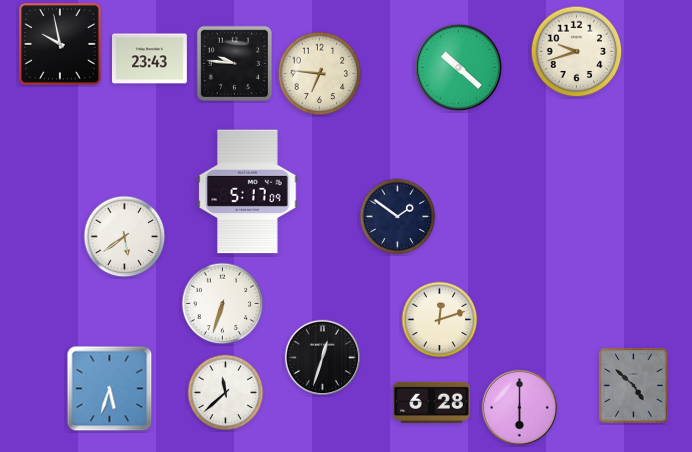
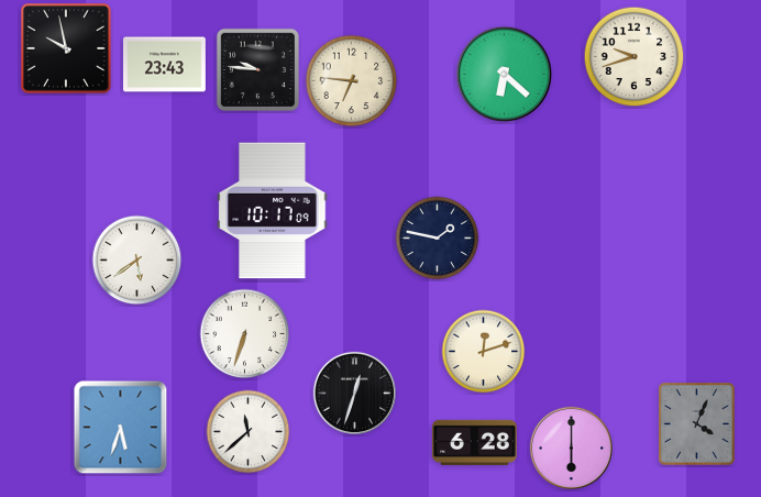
clock at (459, 68): 10:22 -> 6:22
clock at (248, 192): 5:17 -> 10:17
clock at (398, 217): 1:51 -> 1:47
clock at (634, 386): 4:52 -> 4:04
